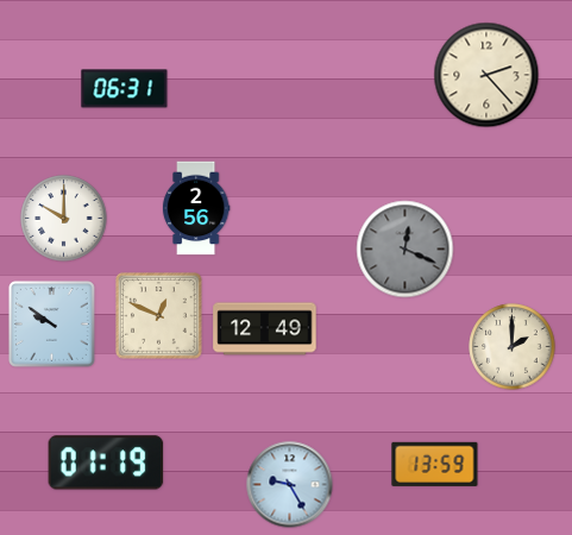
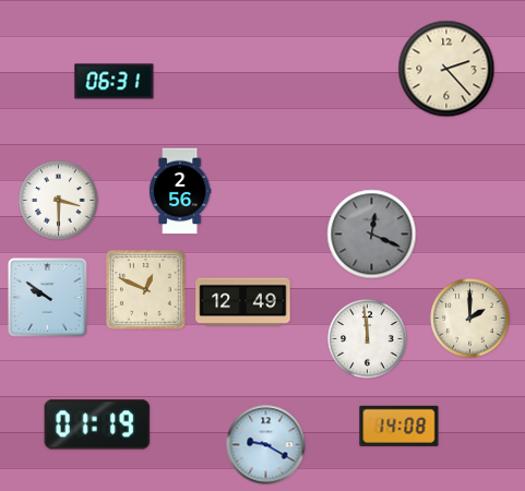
clock at (64, 219): 10:00 -> 3:30
clock at (406, 250) position: (406, 250) -> (372, 235)
clock at (368, 339): none -> 11:59
clock at (435, 464): 13:59 -> 14:08
clock at (290, 485): 9:25 -> 9:20
